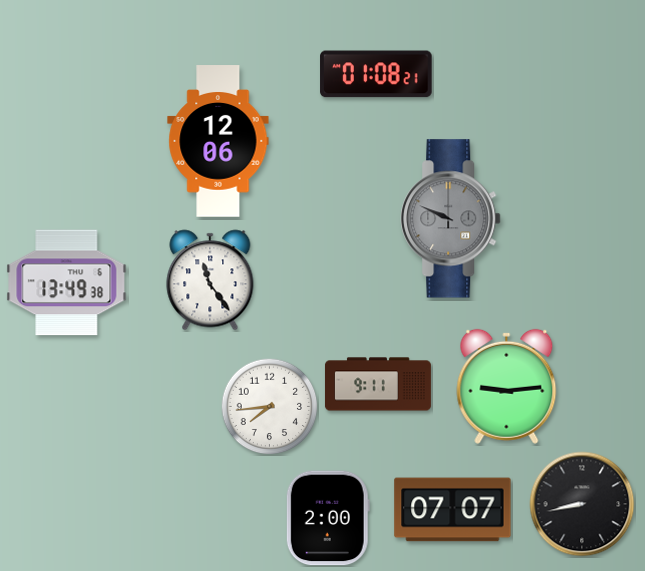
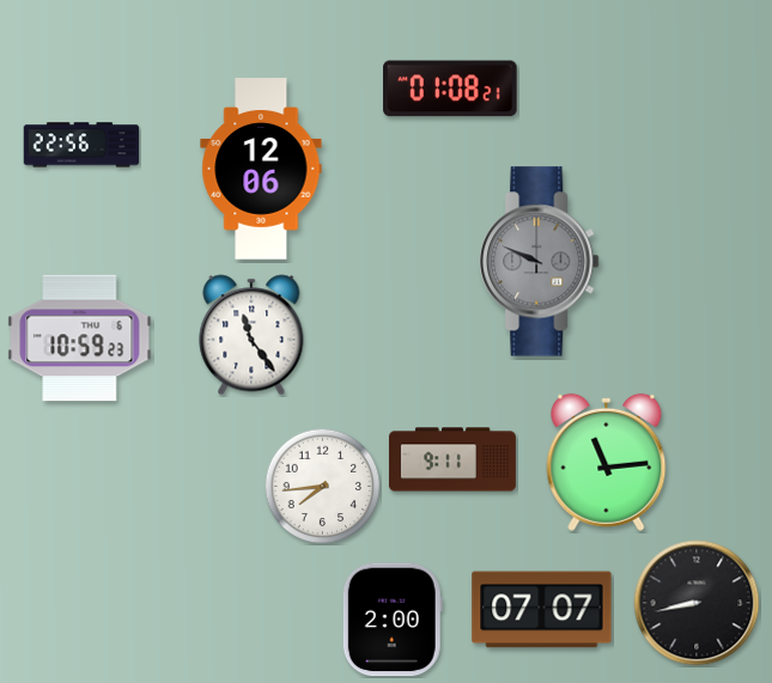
clock at (81, 145): none -> 22:56
clock at (67, 283): 13:49 -> 10:59
clock at (507, 386): 9:14 -> 11:14
